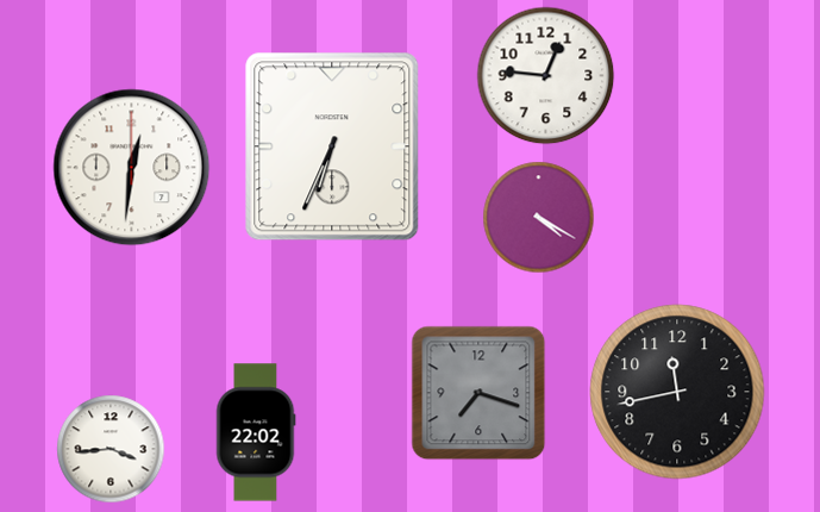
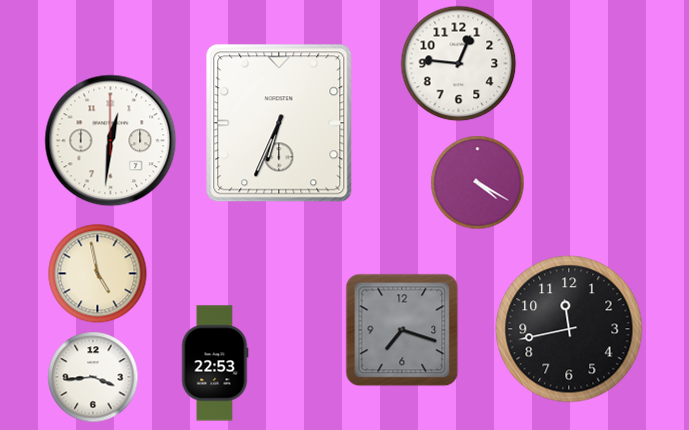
clock at (539, 218) position: (539, 218) -> (478, 183)
clock at (98, 274): none -> 4:58
clock at (256, 432): 22:02 -> 22:53
